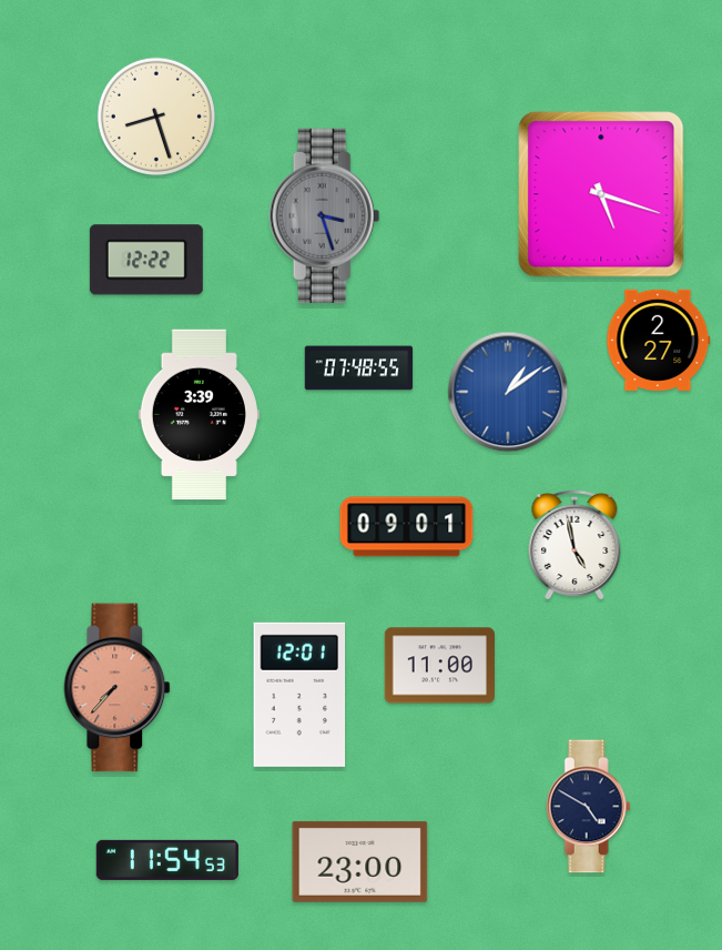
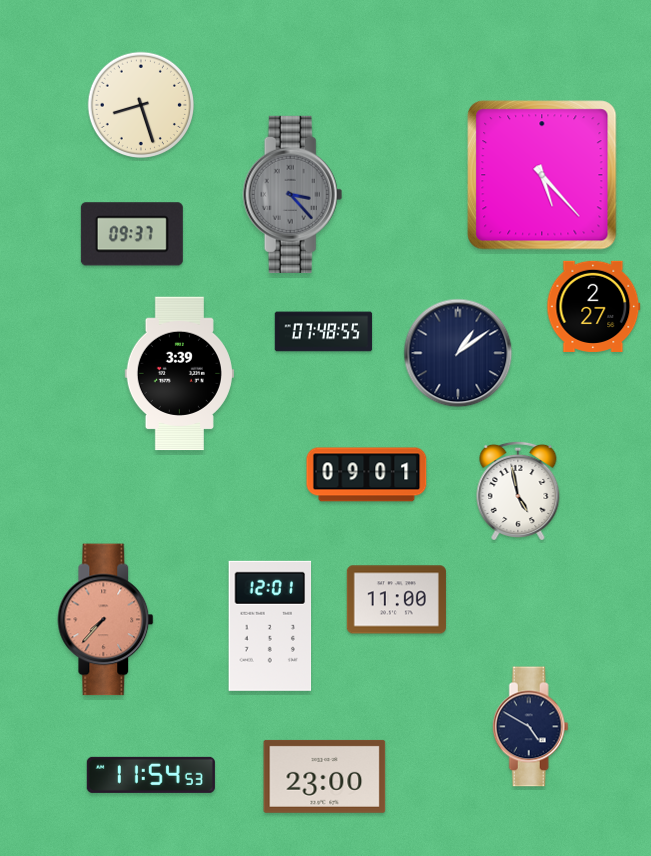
clock at (601, 194): 5:18 -> 5:23
clock at (325, 215): 3:27 -> 3:23
clock at (146, 260): 12:22 -> 09:37
clock at (508, 392) dial: blue -> navy
